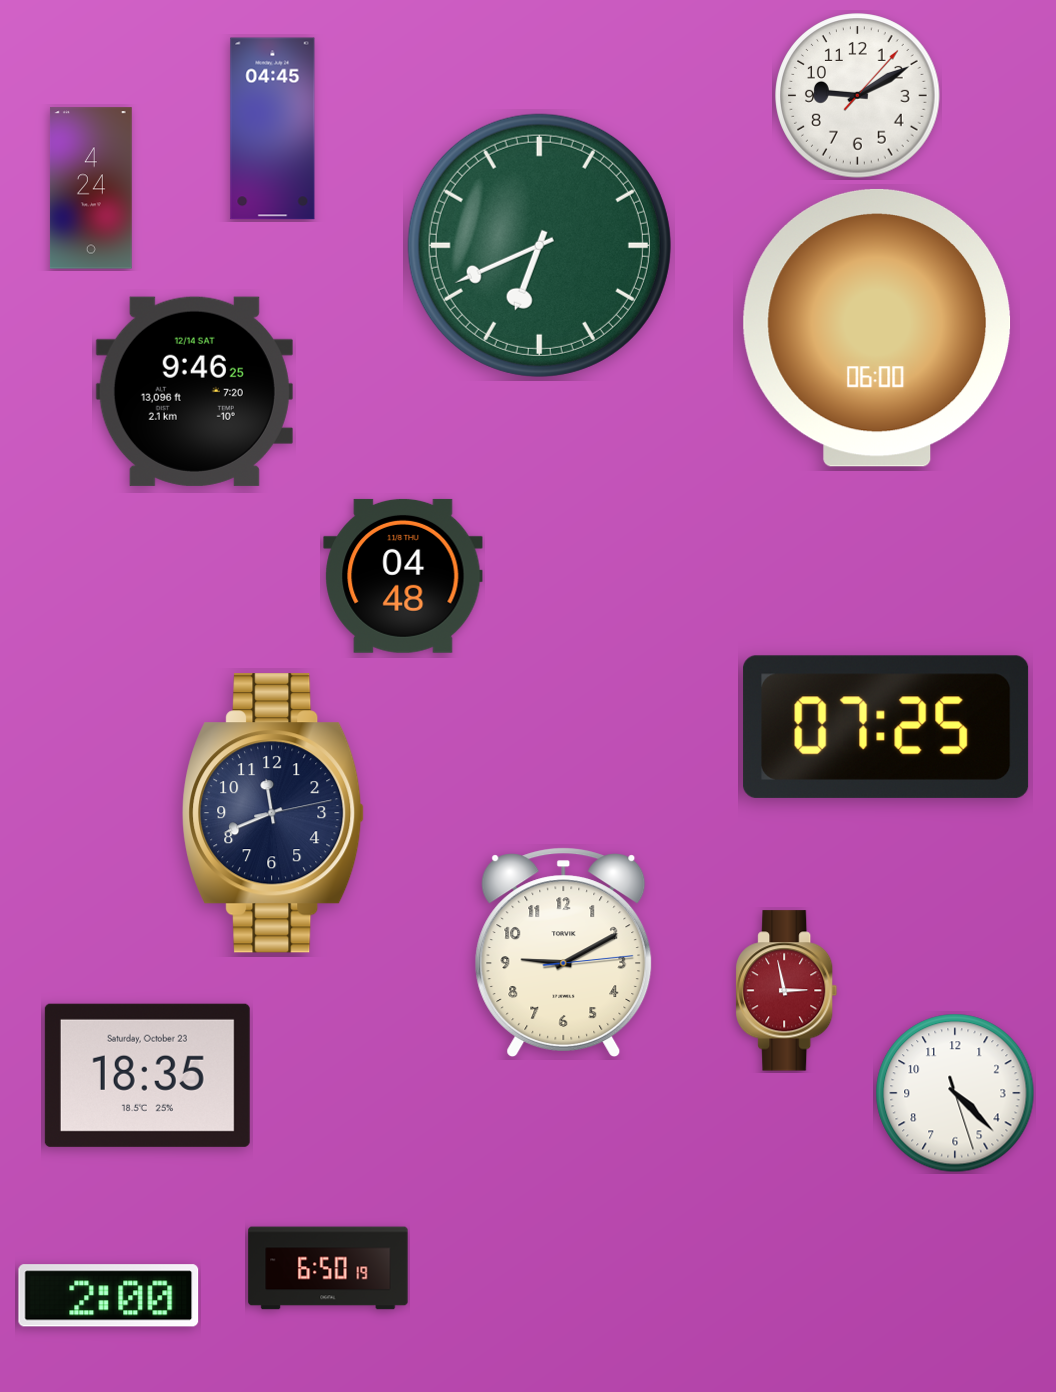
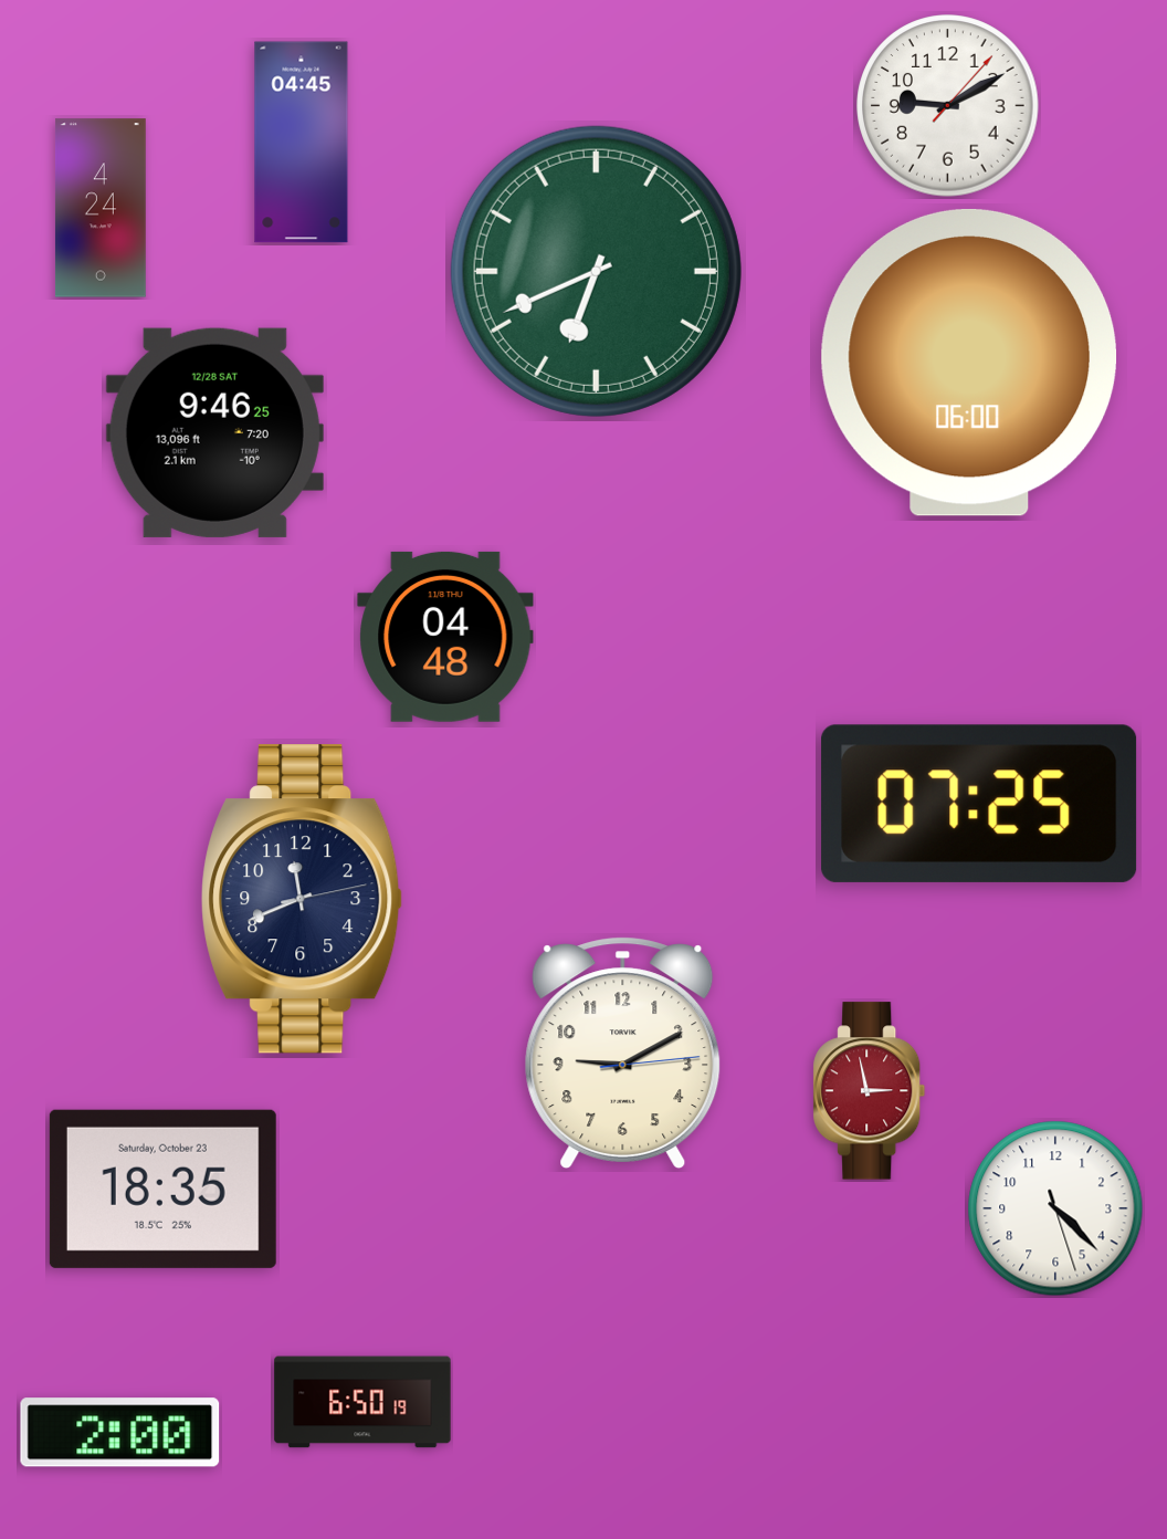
clock at (194, 391) date: 12/14 SAT -> 12/28 SAT
clock at (787, 991) position: (787, 991) -> (870, 1091)
